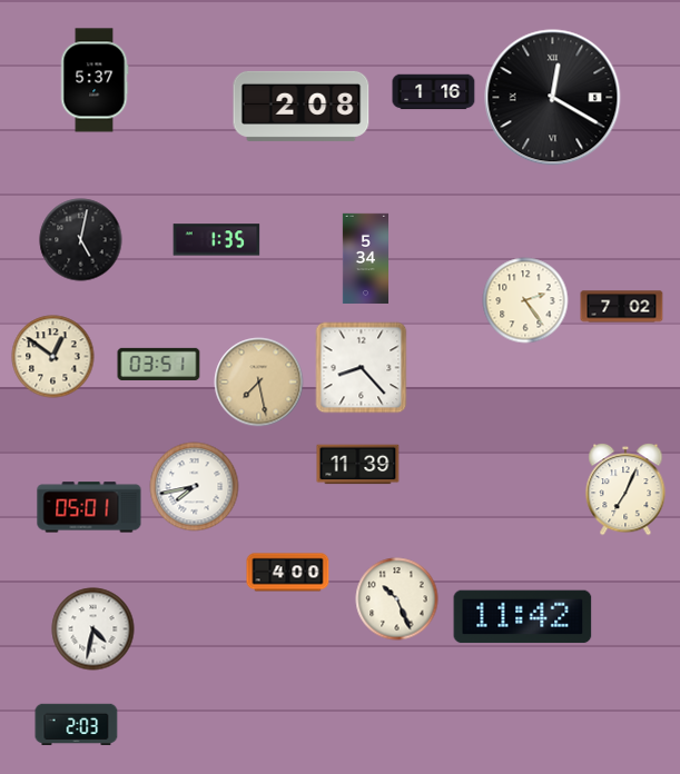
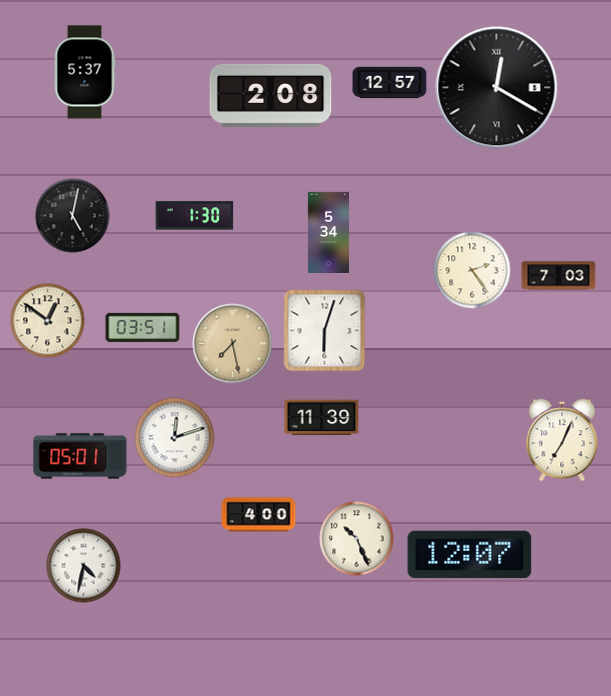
clock at (434, 92): 1:16 -> 12:57
clock at (217, 240): 1:35 -> 1:30
clock at (622, 307): 7:02 -> 7:03
clock at (362, 368): 8:23 -> 6:03
clock at (195, 487): 7:43 -> 12:12
clock at (523, 617): 11:42 -> 12:07
clock at (77, 725): 2:03 -> none
